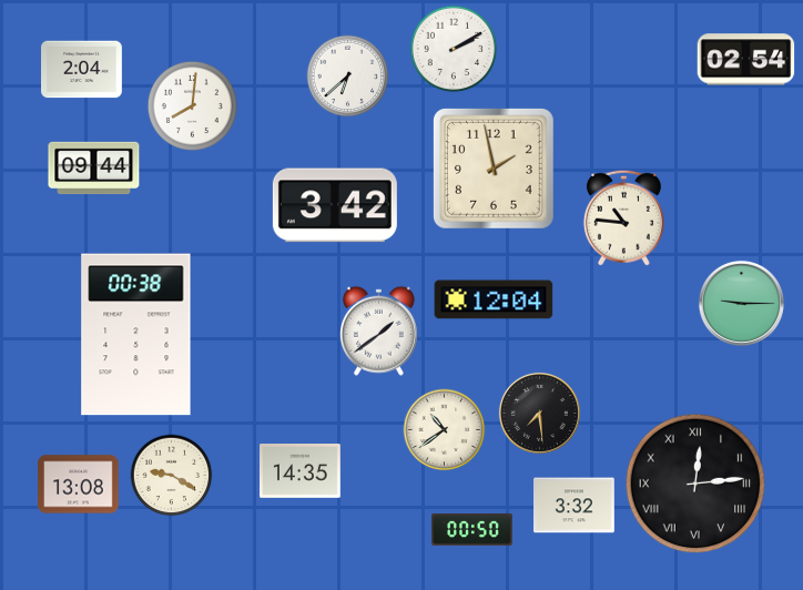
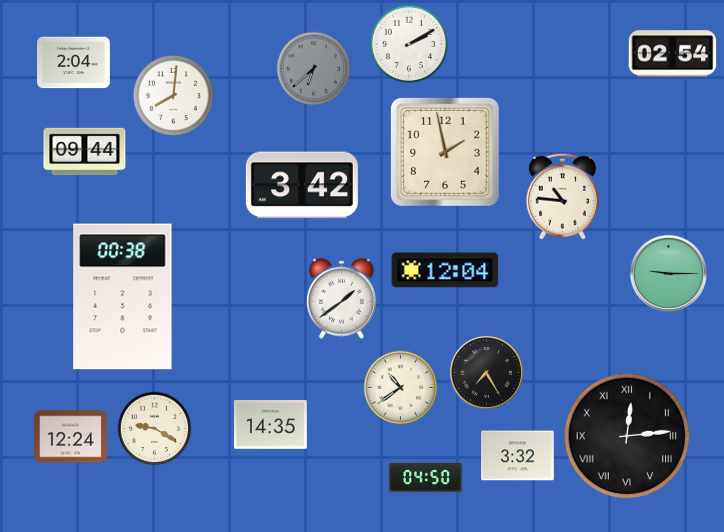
clock at (348, 77) dial: white -> grey
clock at (136, 335) position: (136, 335) -> (123, 297)
clock at (539, 413): 7:29 -> 7:25
clock at (79, 485): 13:08 -> 12:24
clock at (472, 529): 00:50 -> 04:50
